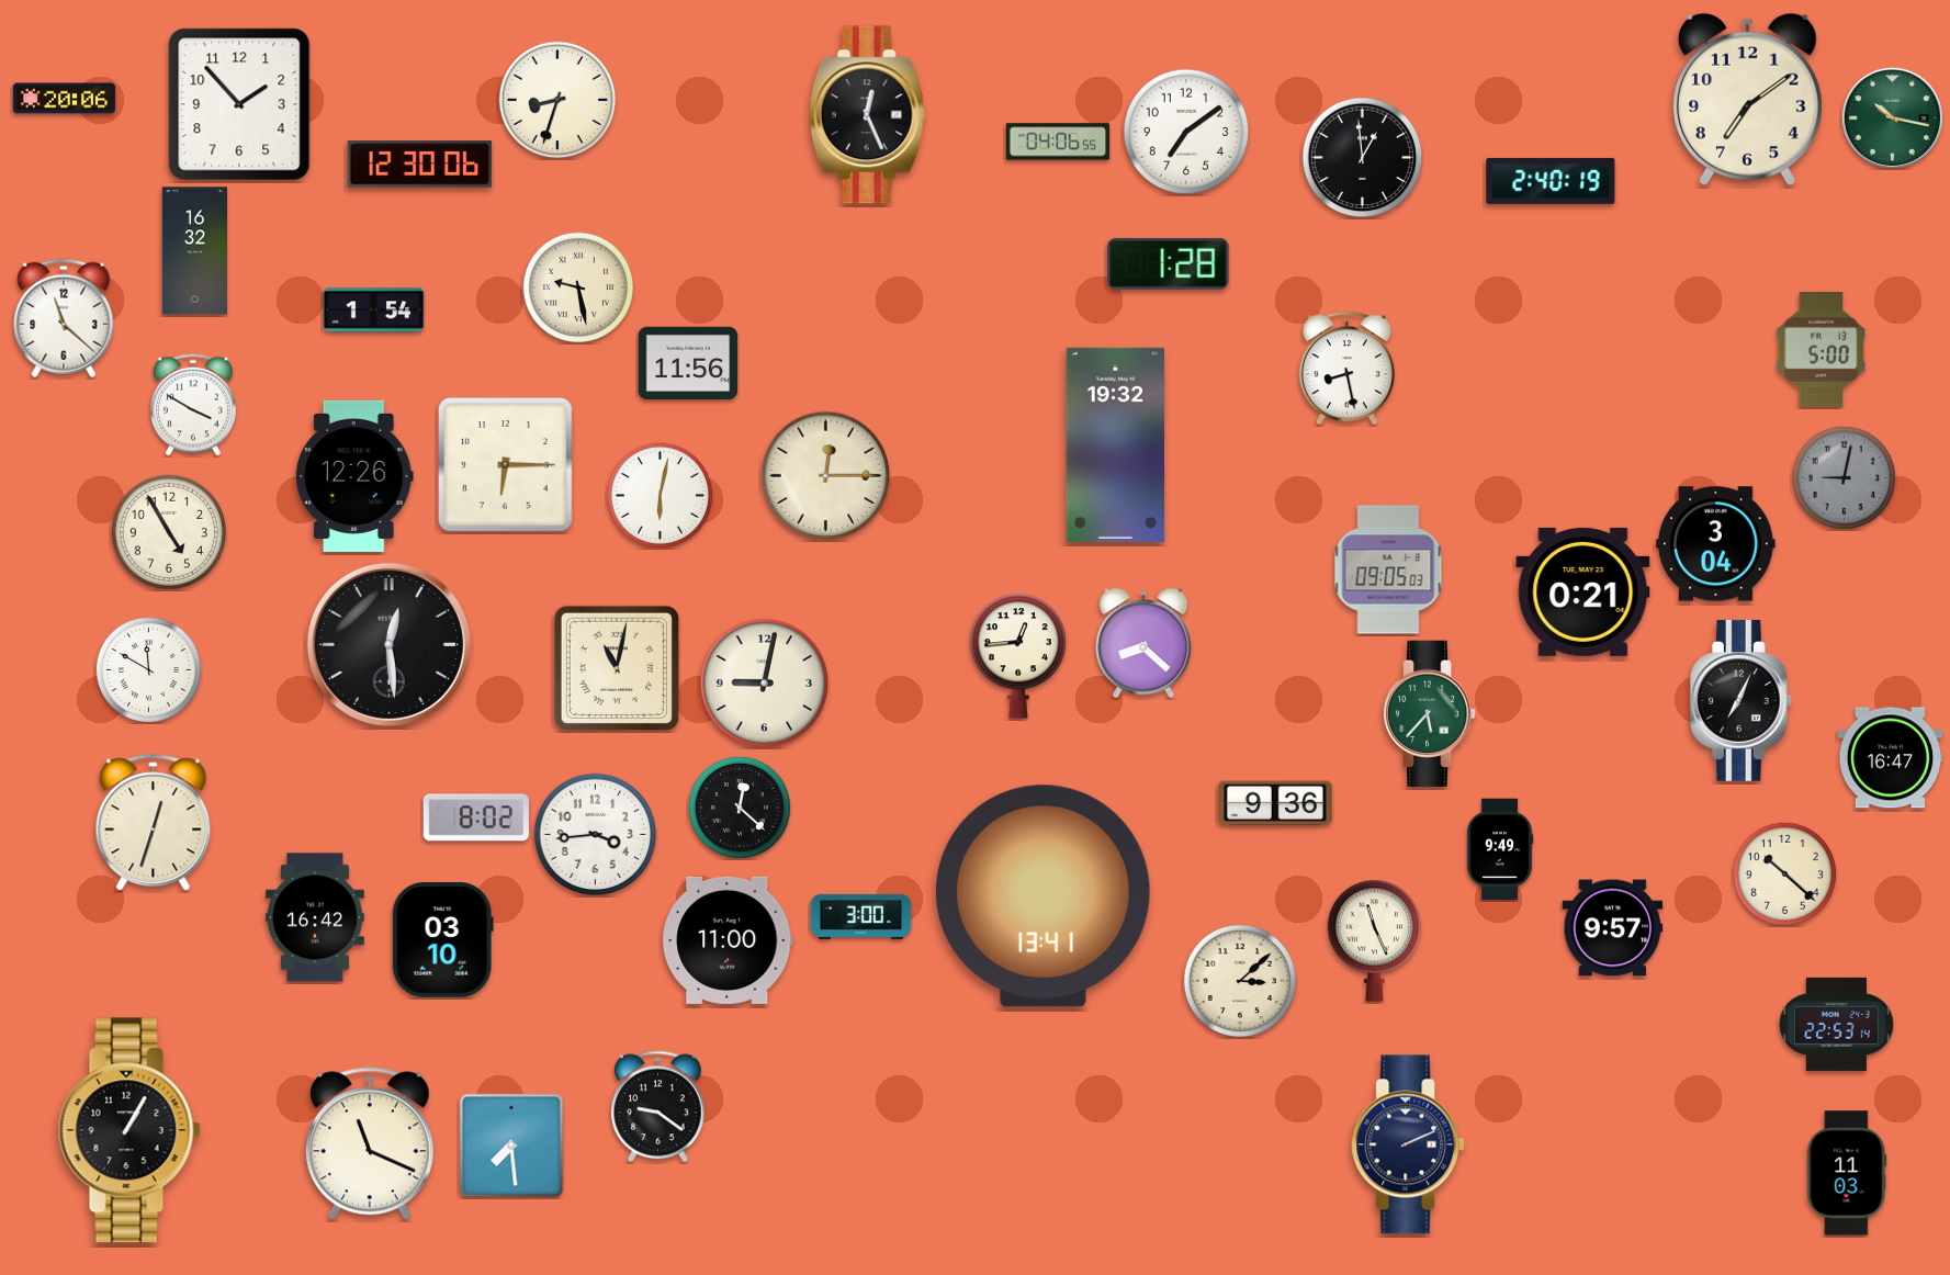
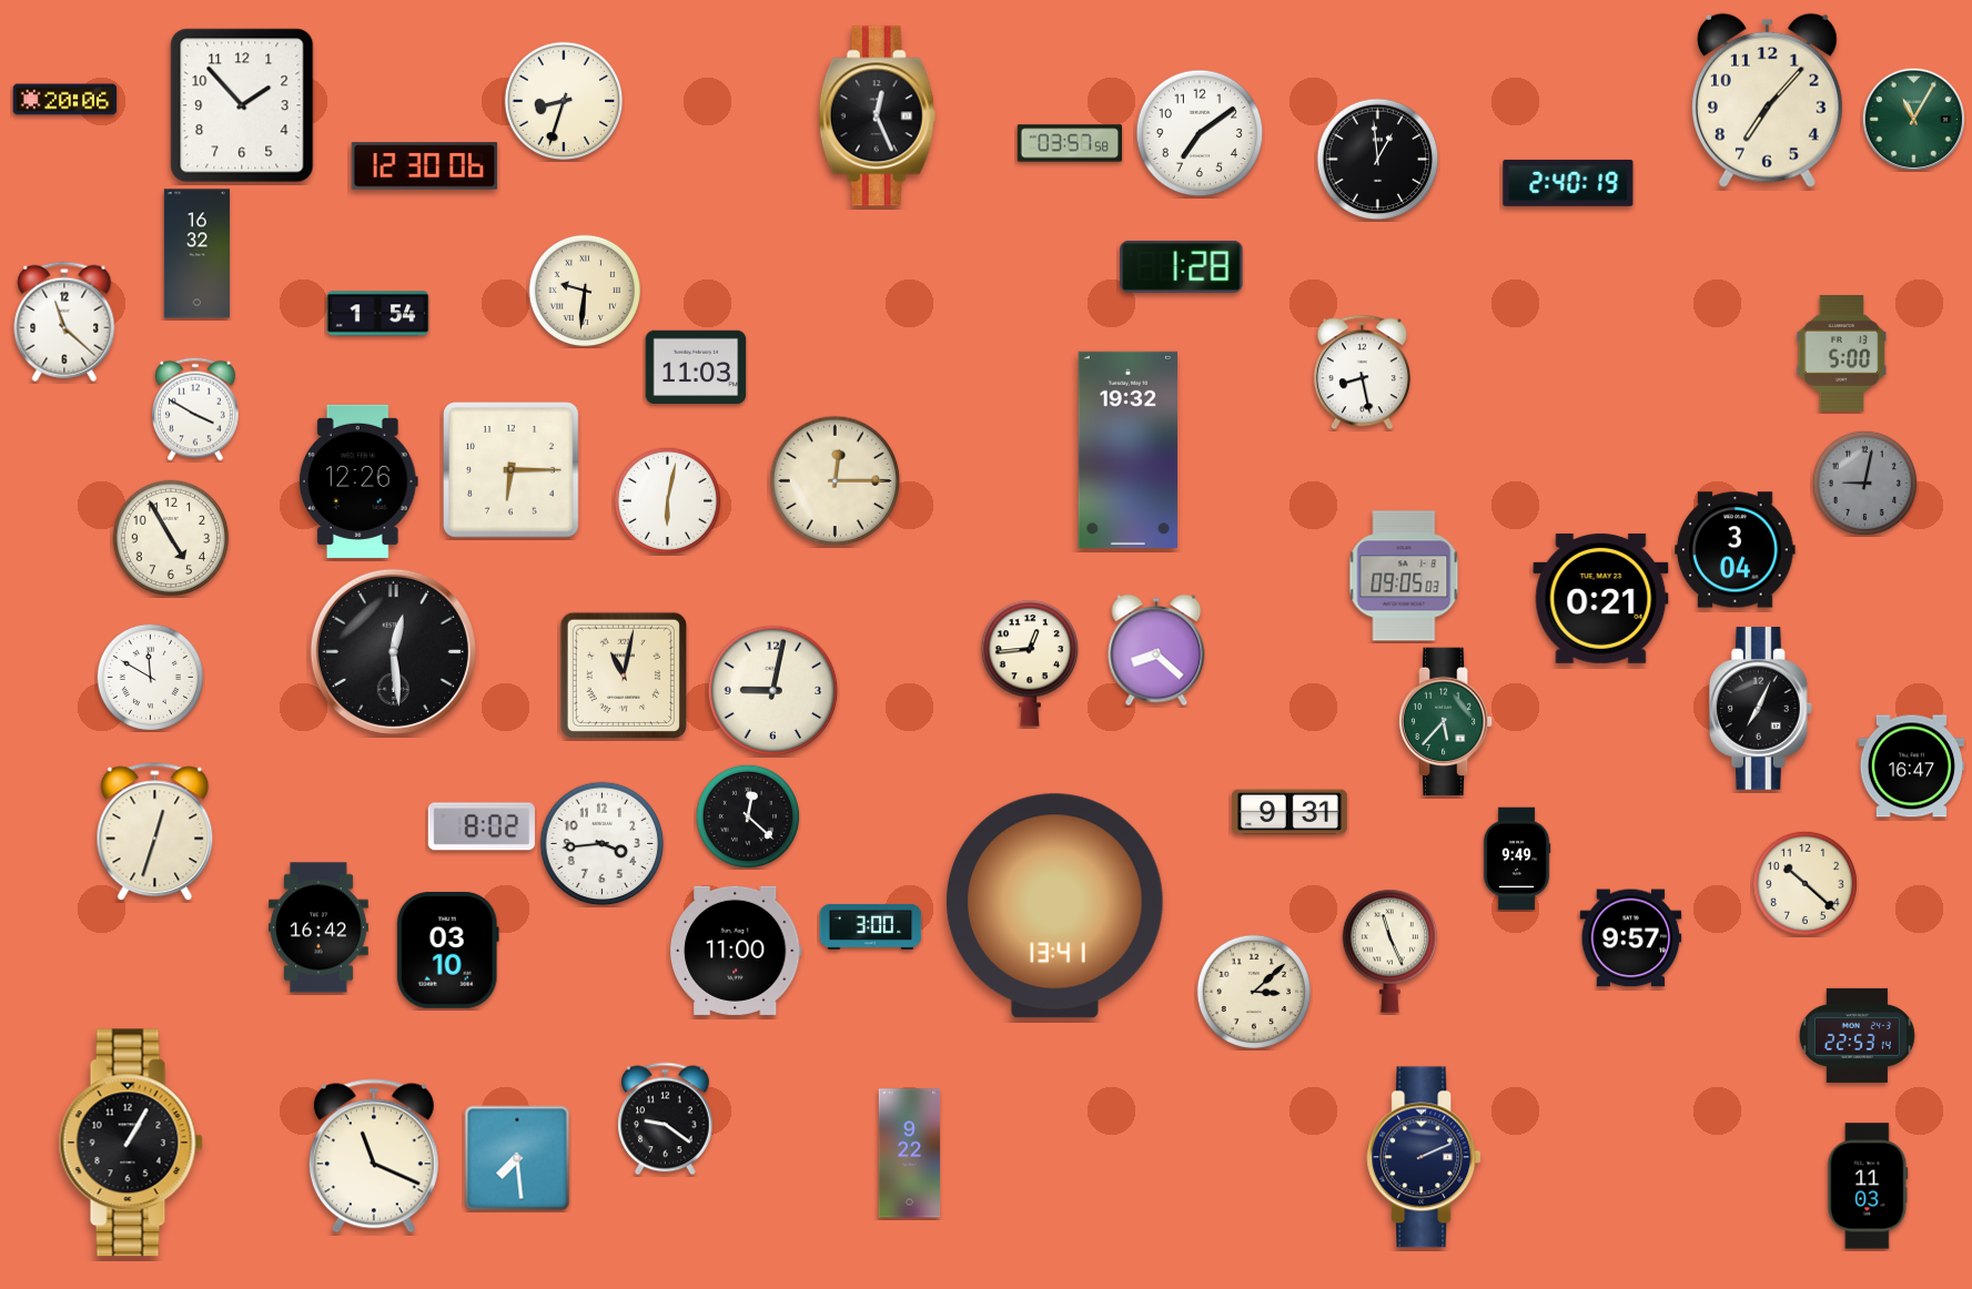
clock at (1747, 99): 7:09 -> 7:07
clock at (1892, 117): 10:17 -> 11:05
clock at (1058, 142): 04:06 -> 03:57
clock at (577, 286): 9:28 -> 9:31
clock at (688, 362): 11:56 -> 11:03
clock at (1275, 803): 9:36 -> 9:31
clock at (910, 1154): none -> 9:22
